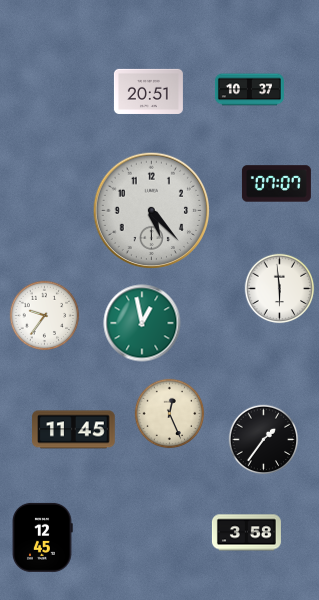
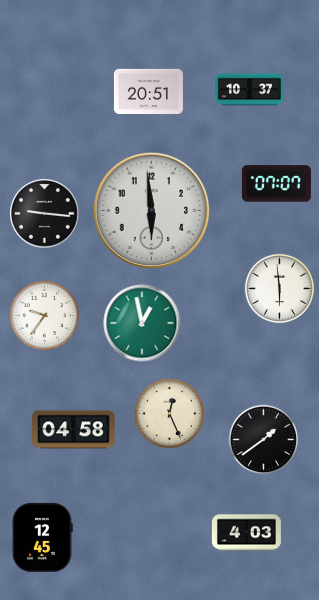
clock at (152, 211): 5:23 -> 5:59
clock at (45, 214): none -> 9:16
clock at (74, 430): 11:45 -> 04:58
clock at (264, 440): 1:36 -> 1:39
clock at (246, 533): 3:58 -> 4:03
